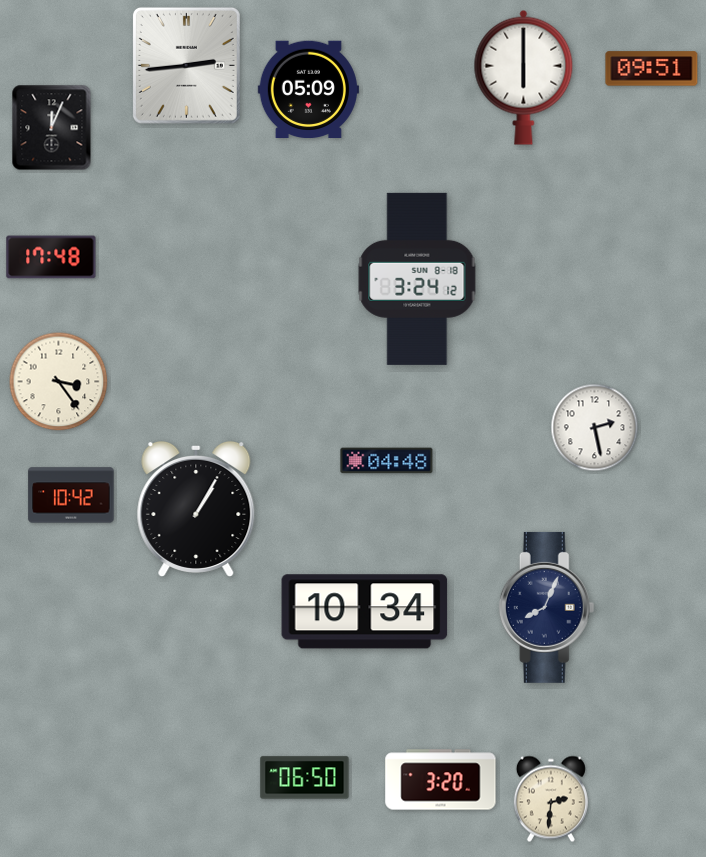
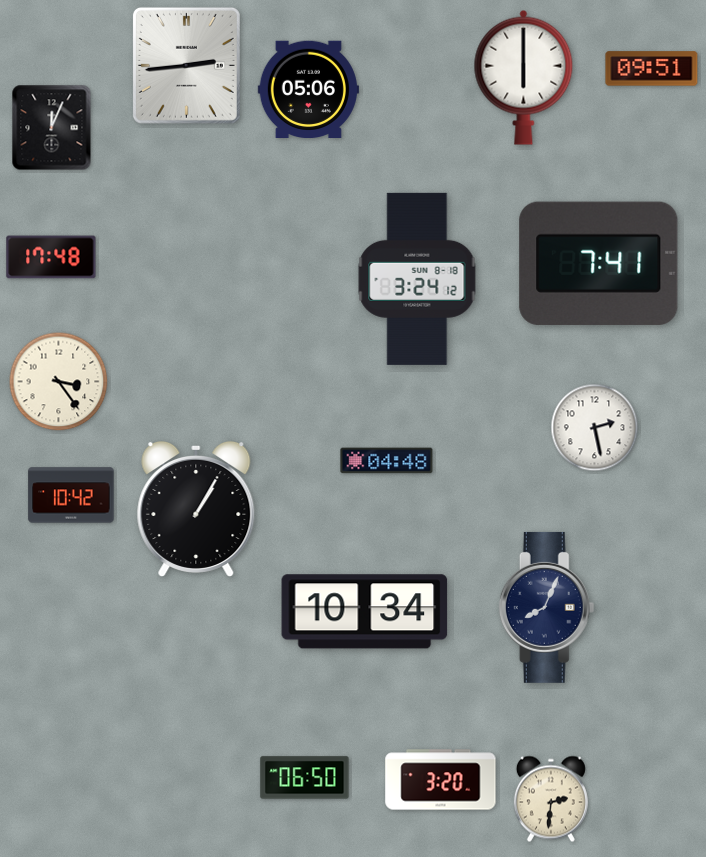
clock at (308, 89): 05:09 -> 05:06
clock at (599, 263): none -> 7:41
